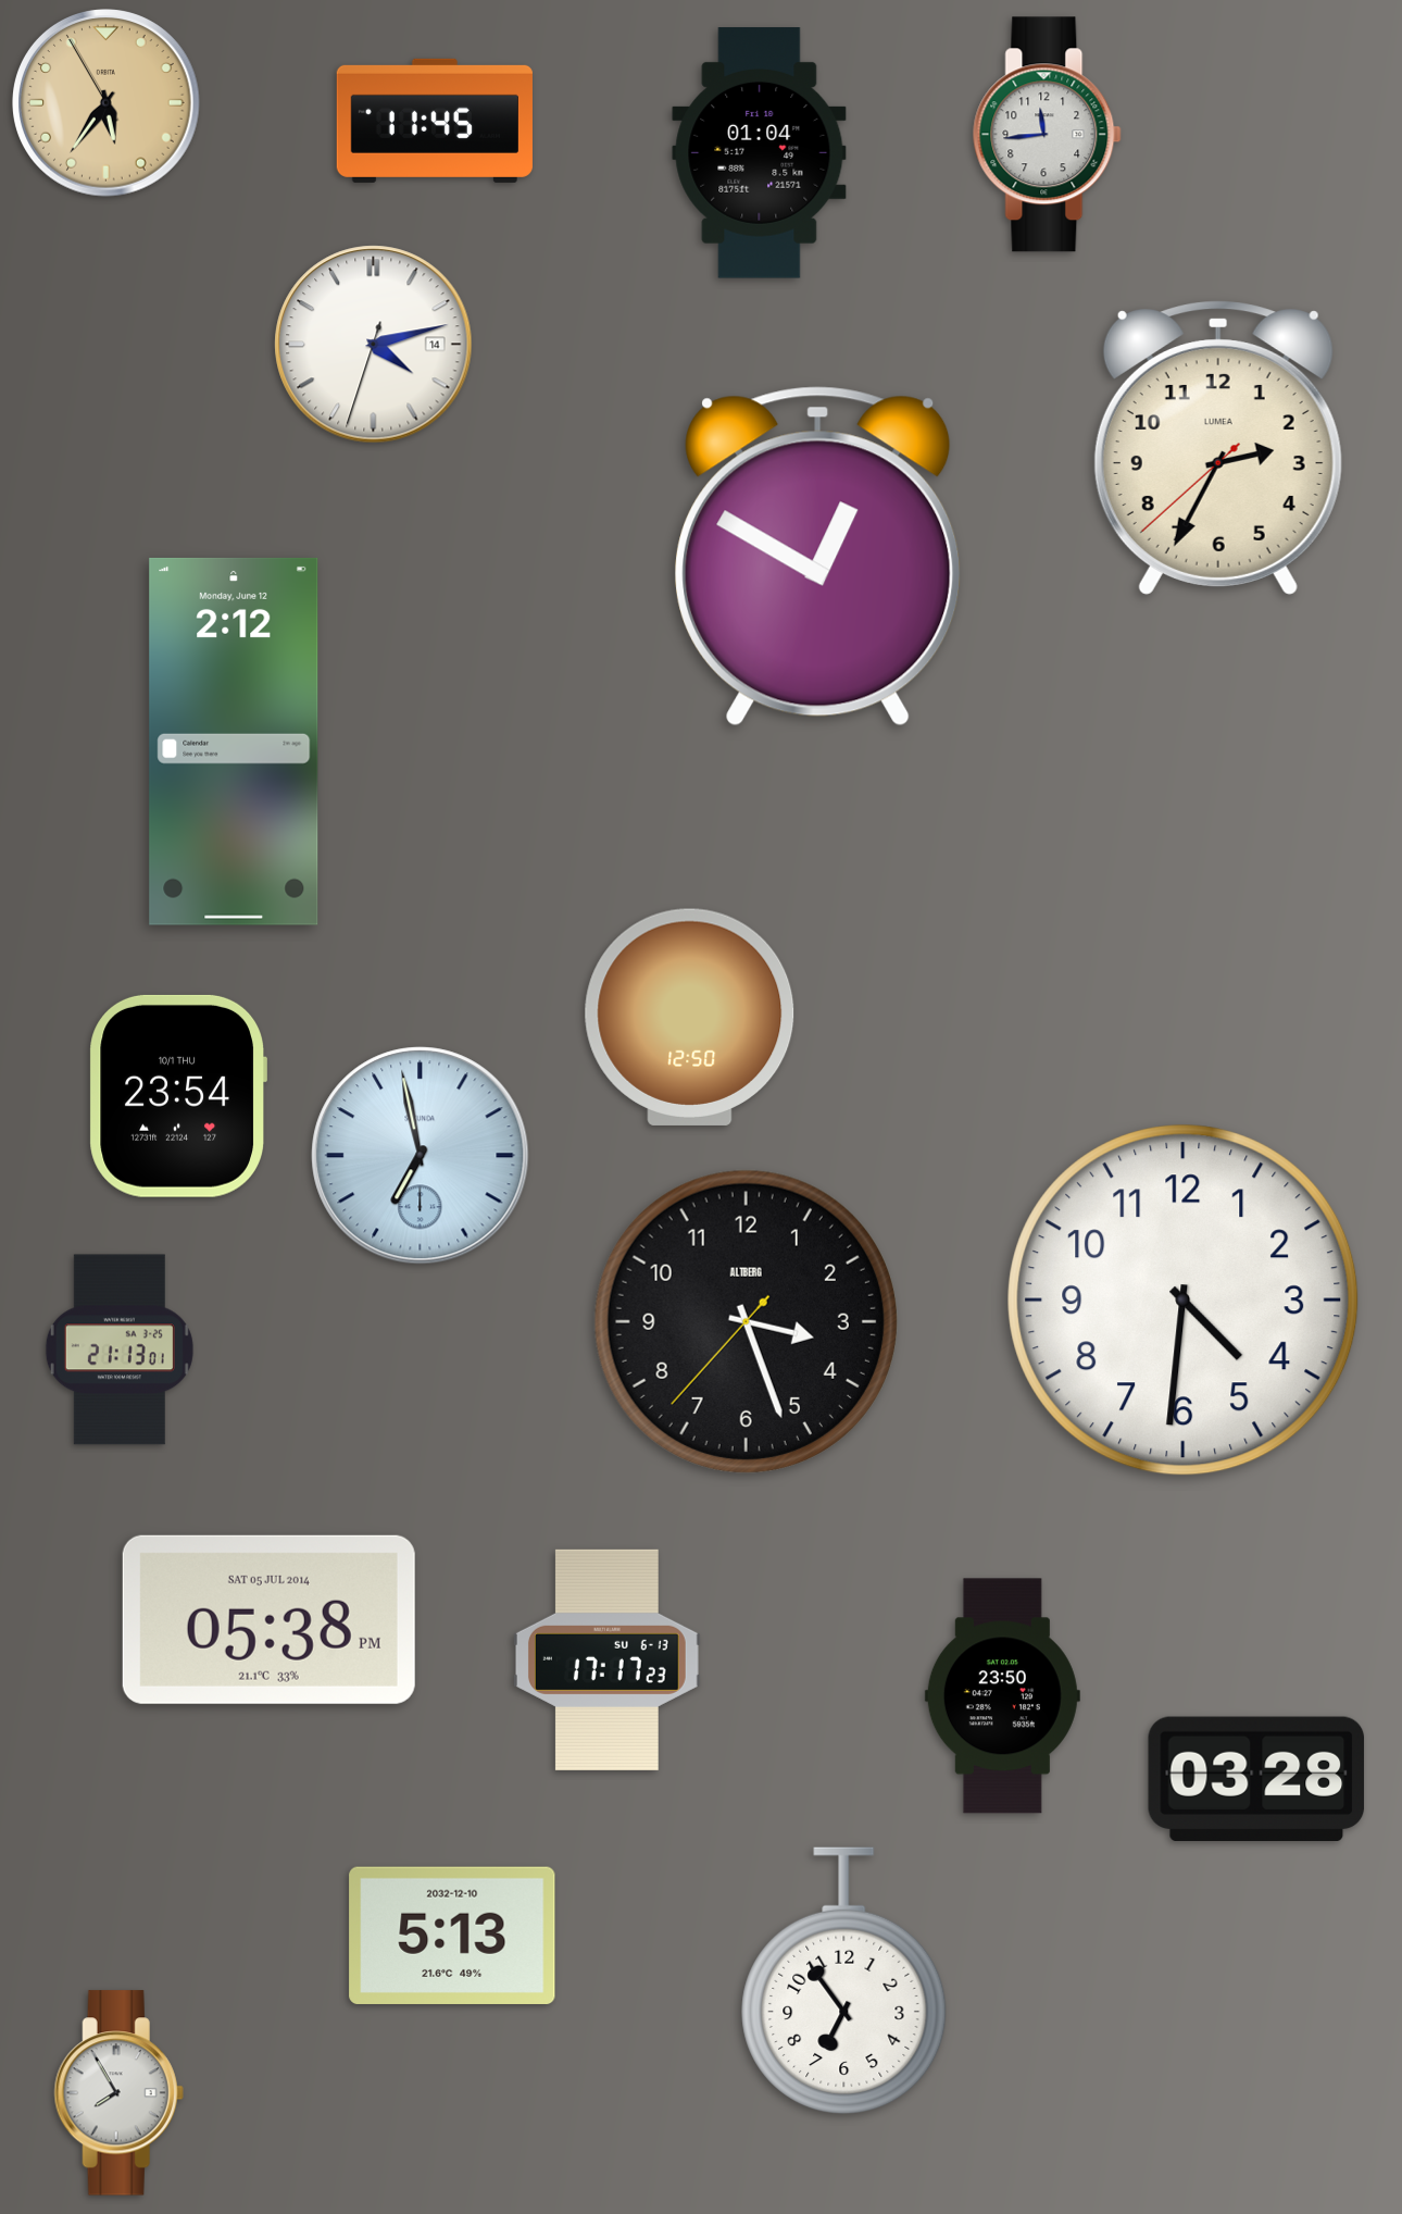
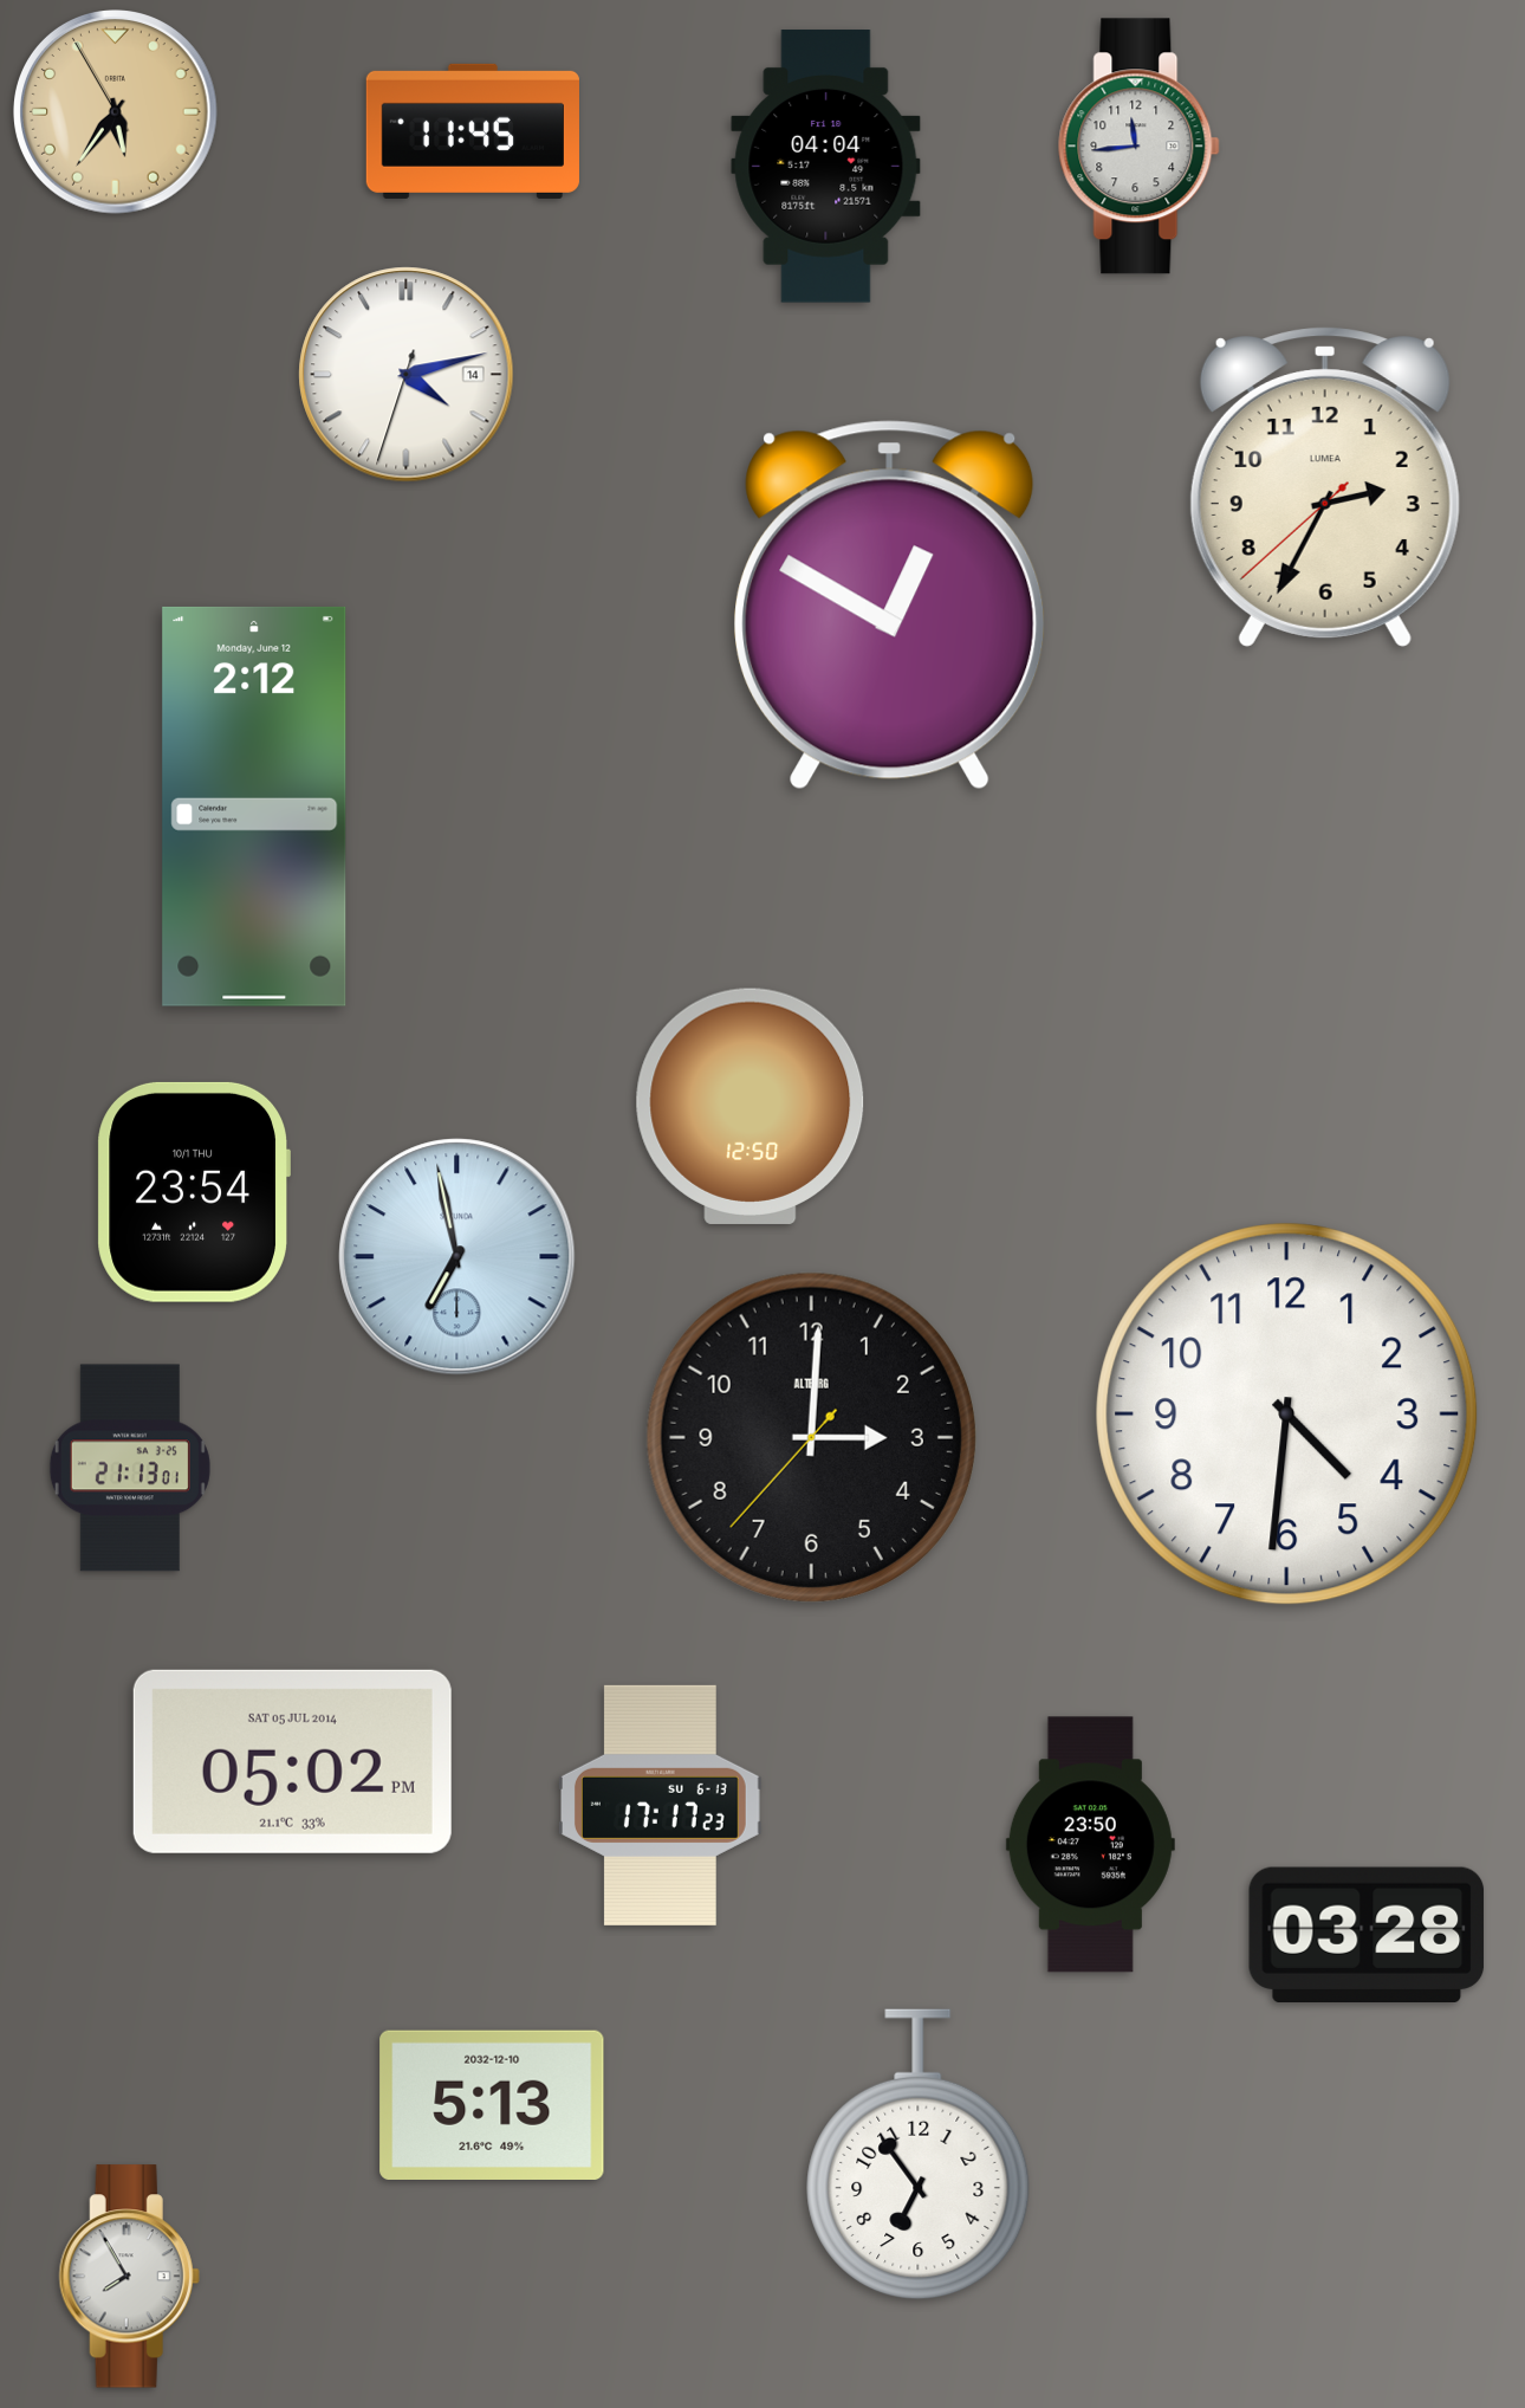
clock at (760, 153): 01:04 -> 04:04
clock at (746, 1321): 3:26 -> 3:00
clock at (268, 1619): 05:38 -> 05:02
